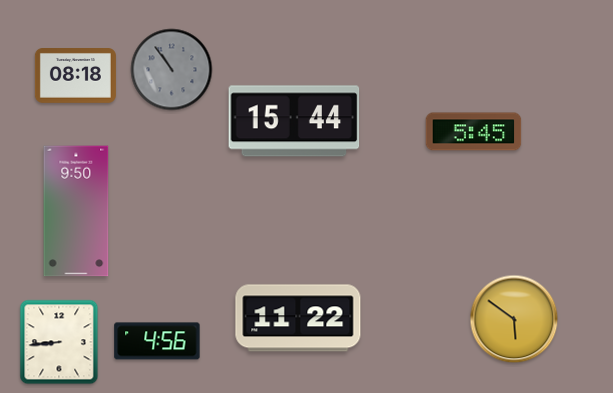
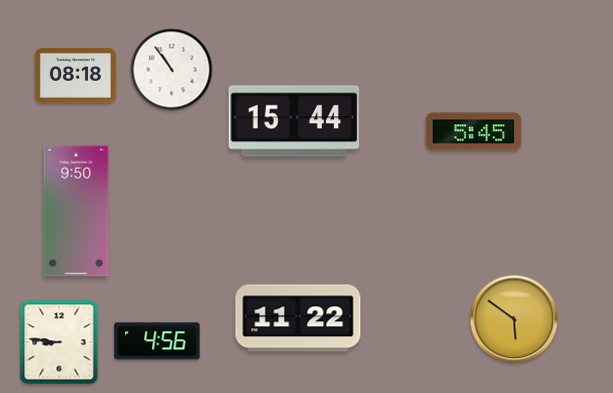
clock at (172, 70) dial: grey -> white
clock at (59, 342): 8:44 -> 8:46
